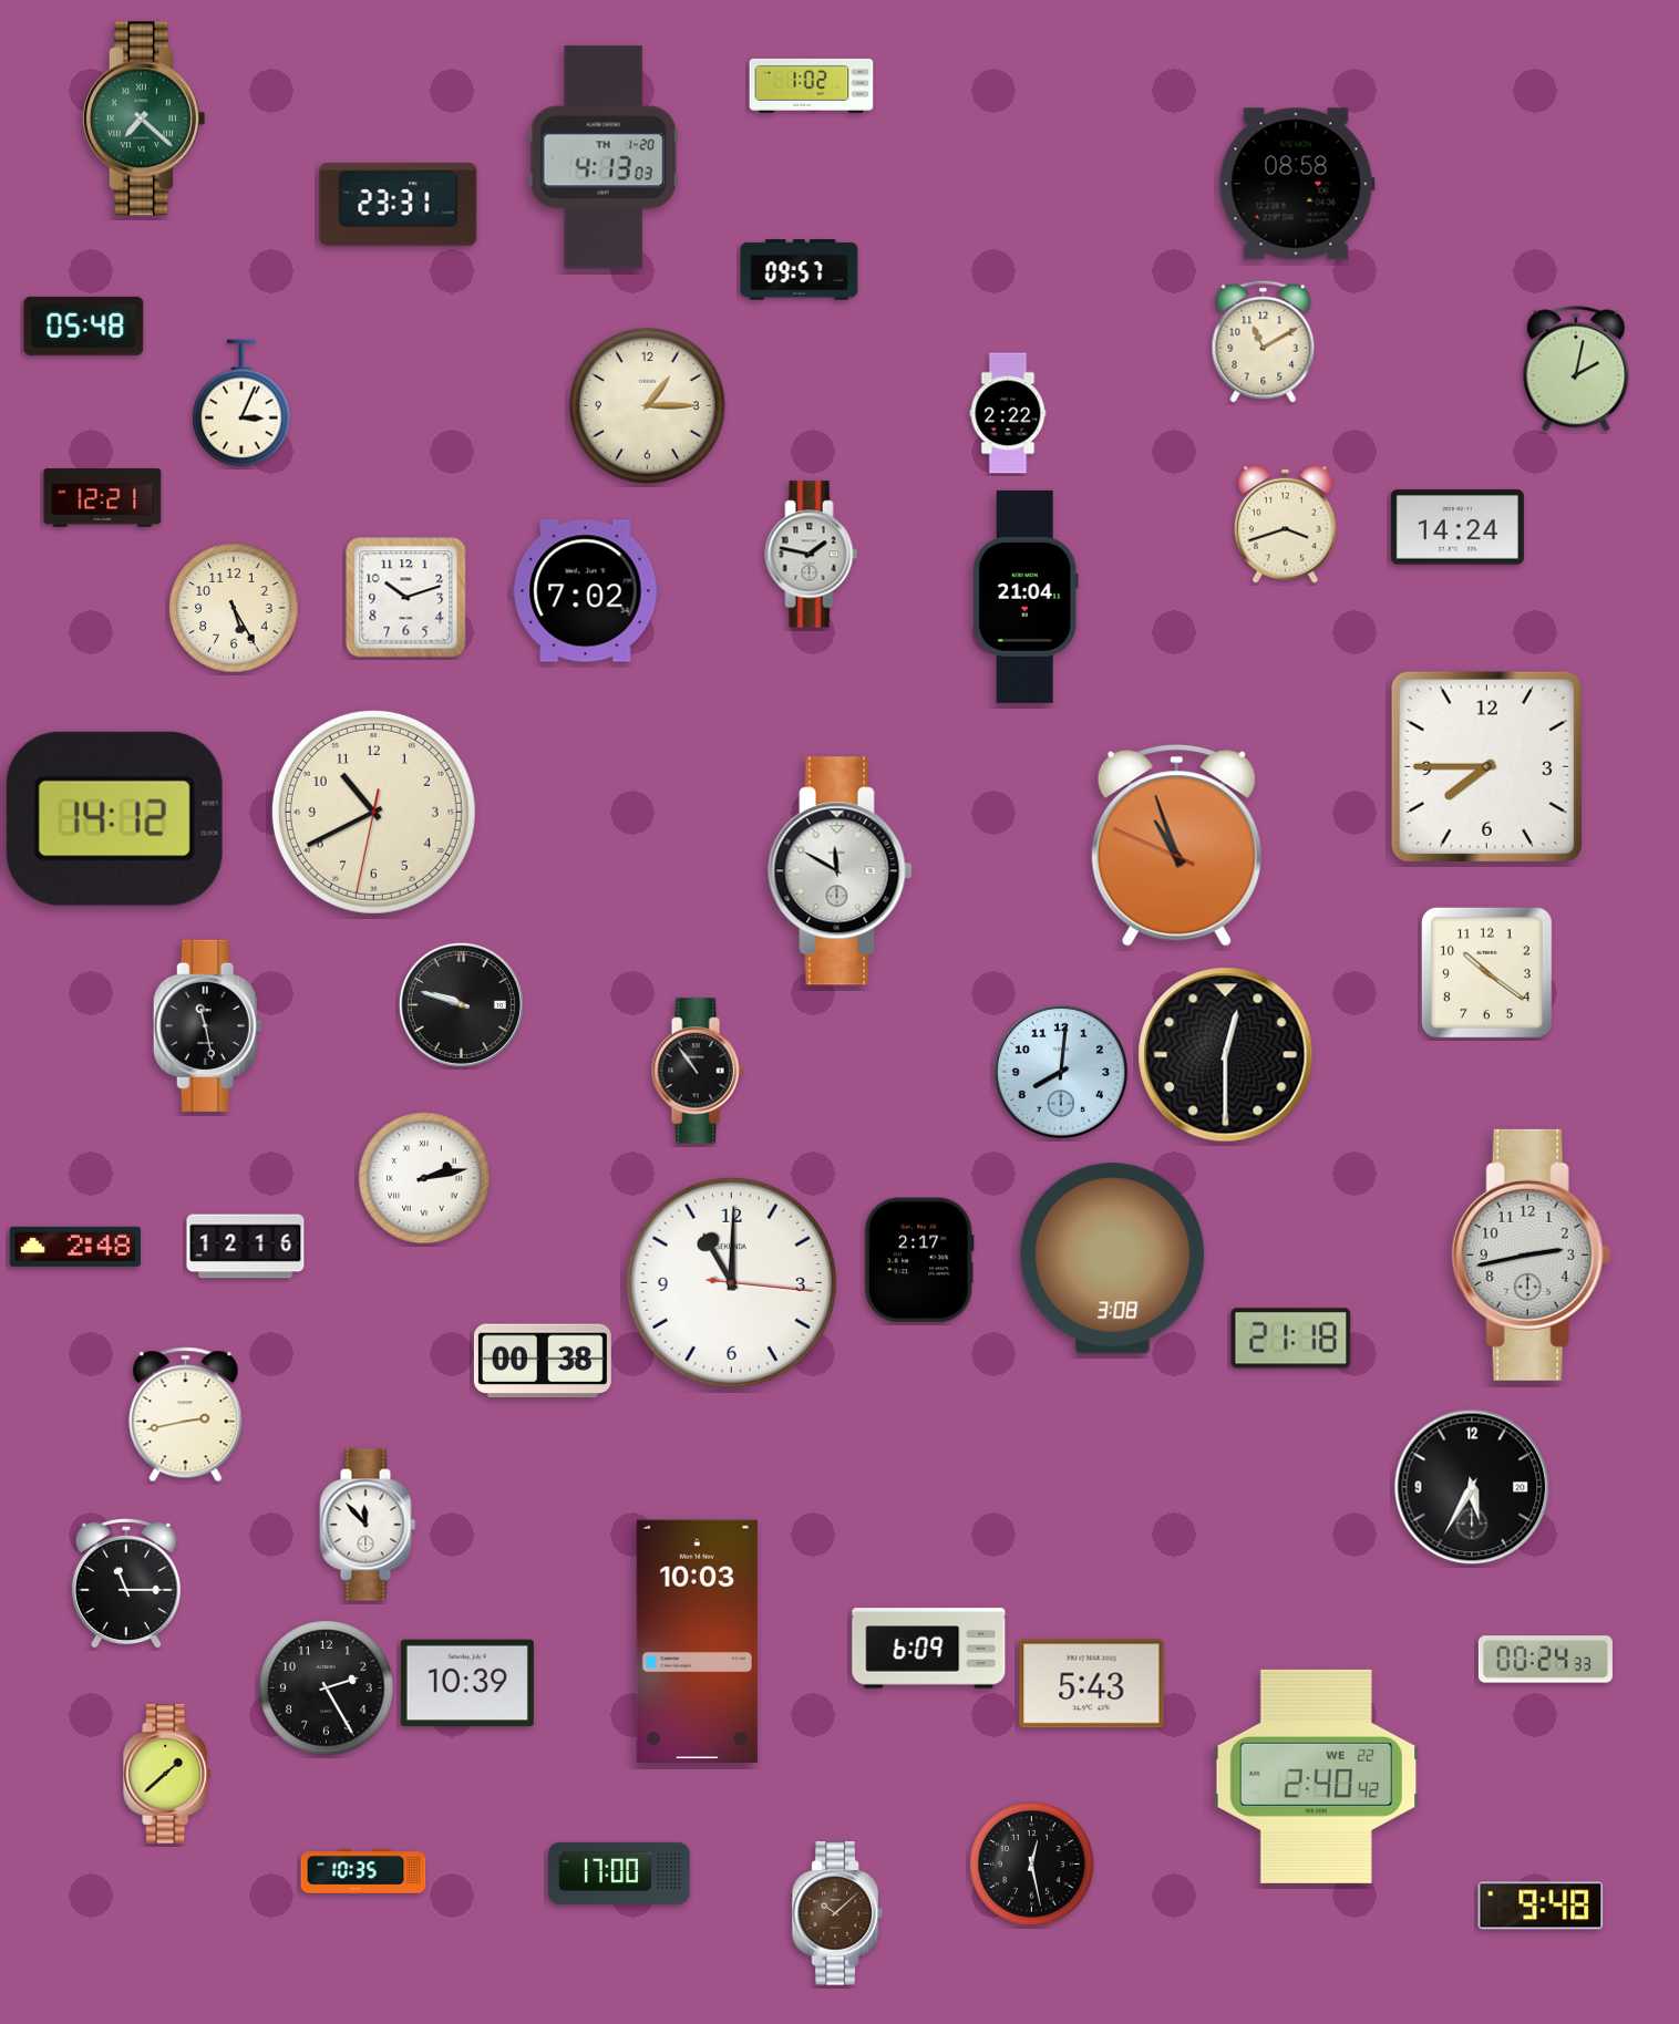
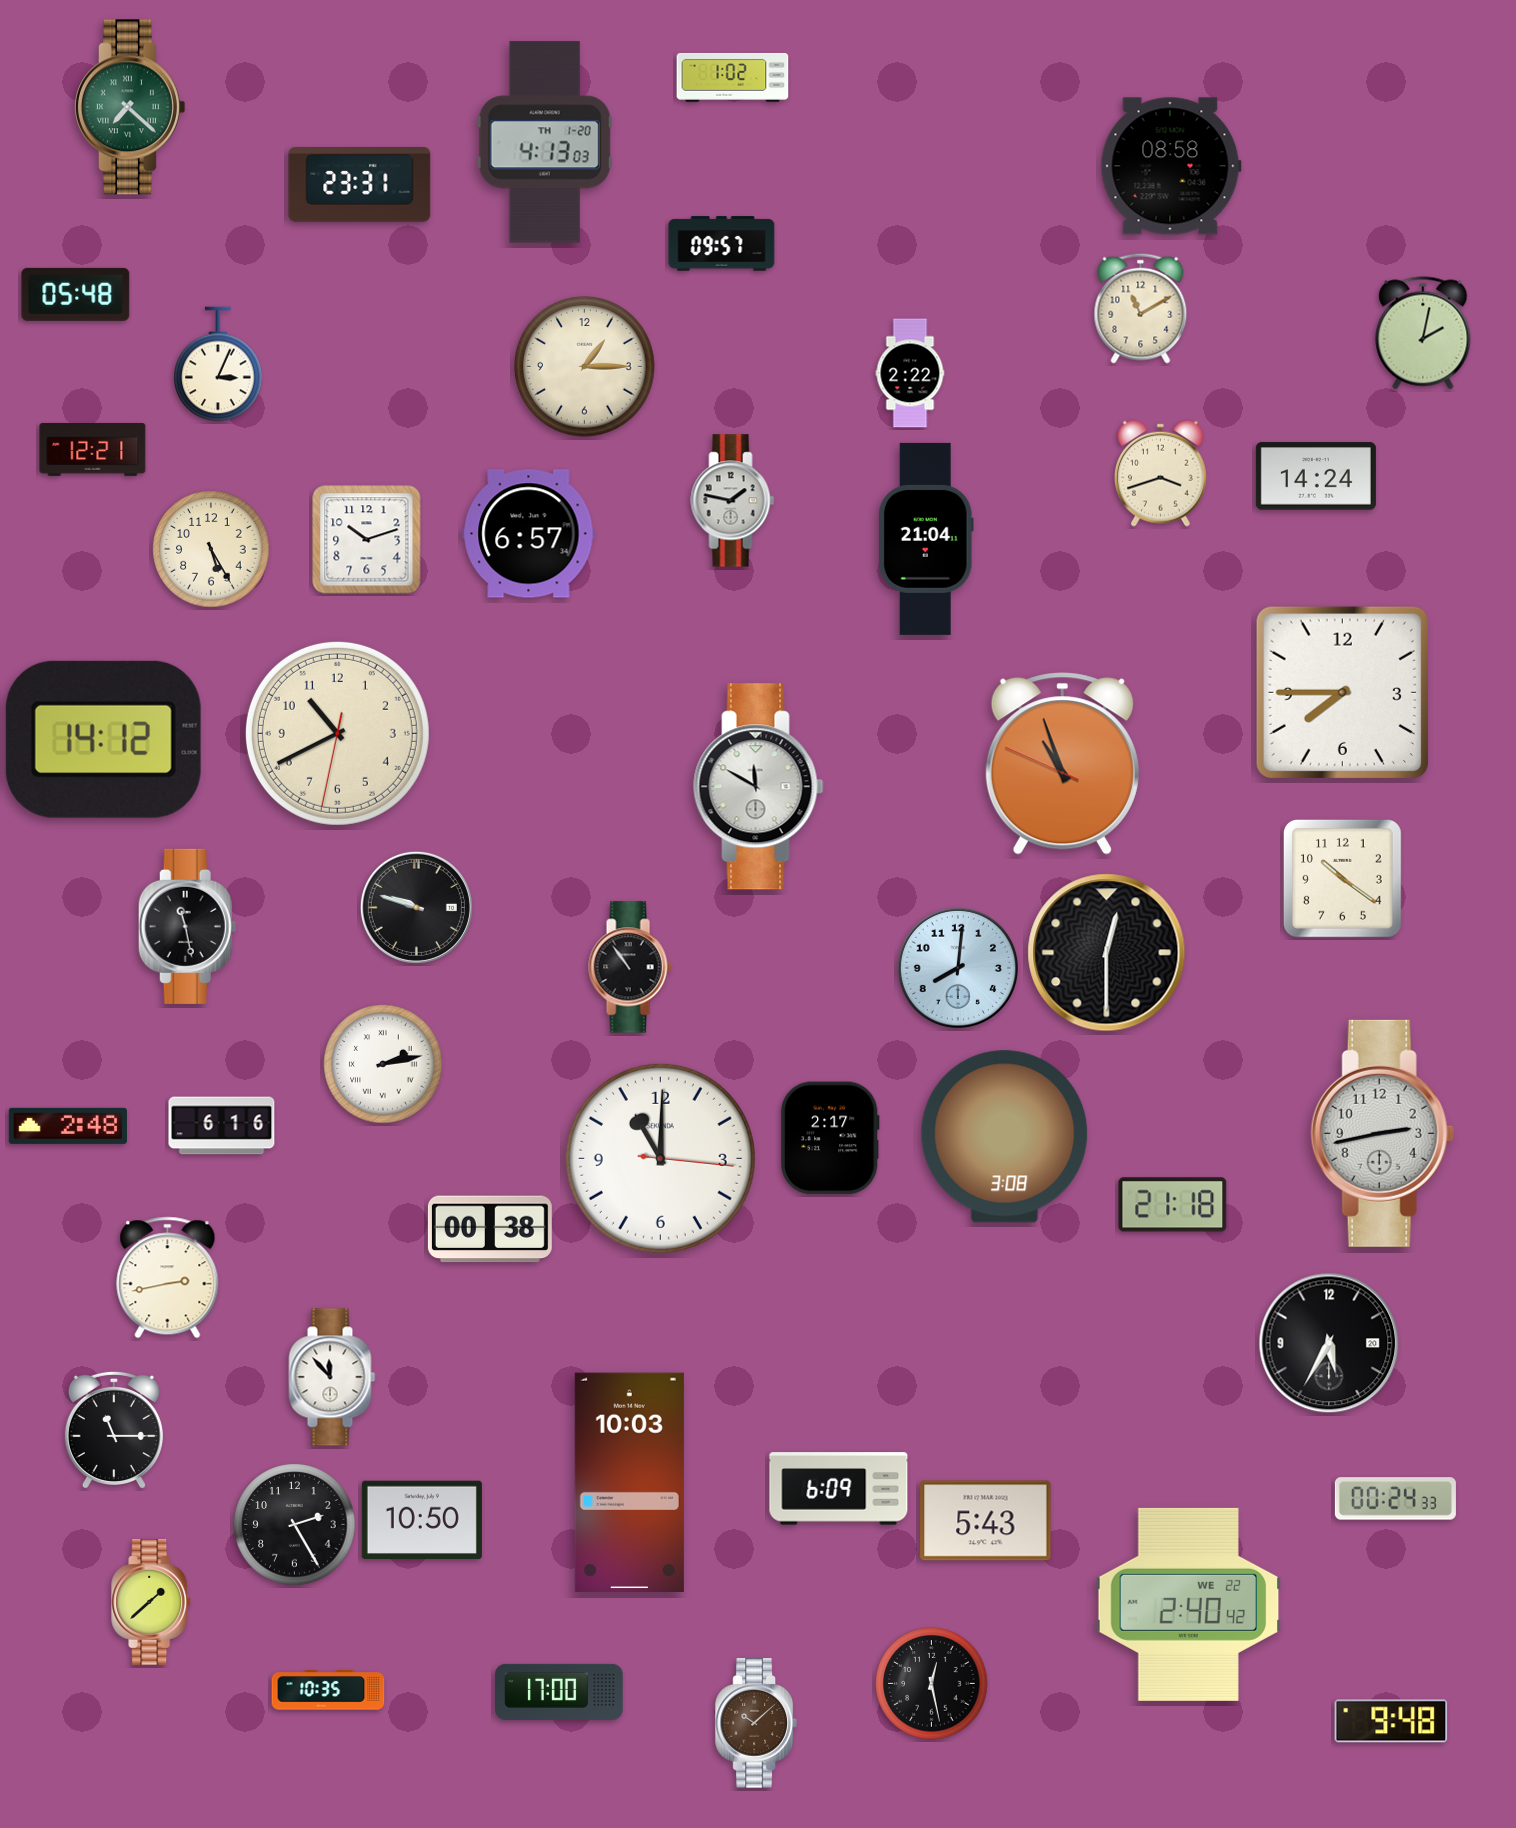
clock at (586, 591): 7:02 -> 6:57
clock at (246, 1247): 12:16 -> 6:16
clock at (1291, 1339) position: (1291, 1339) -> (1173, 1205)
clock at (467, 1683): 10:39 -> 10:50
clock at (837, 1913) position: (837, 1913) -> (756, 1723)
